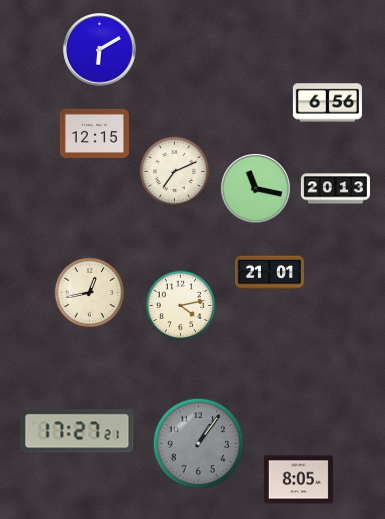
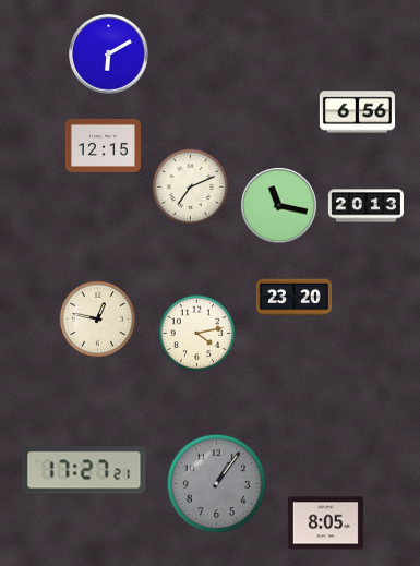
clock at (269, 273): 21:01 -> 23:20
clock at (90, 293): 12:43 -> 12:47
